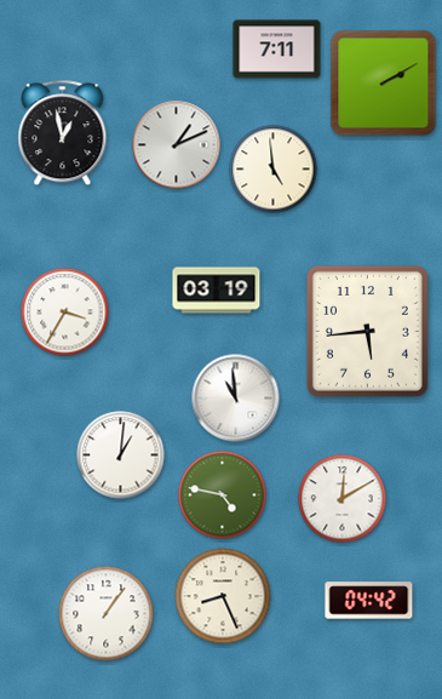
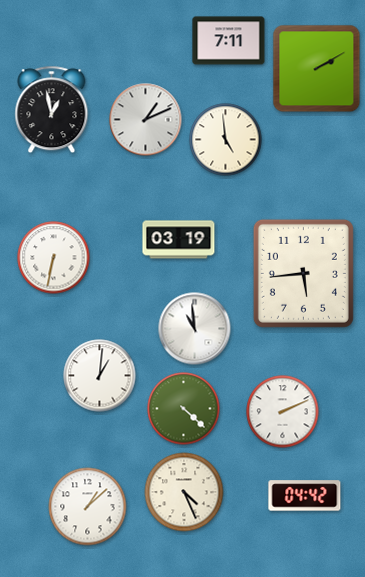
clock at (65, 313): 3:35 -> 6:32
clock at (223, 495): 4:47 -> 4:22
clock at (343, 499): 12:10 -> 2:11
clock at (223, 596): 8:26 -> 4:26
clock at (107, 614): 1:06 -> 1:08
